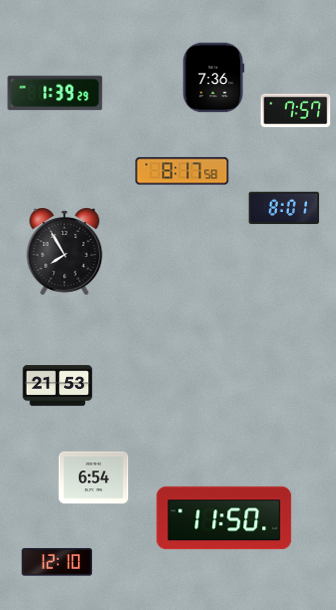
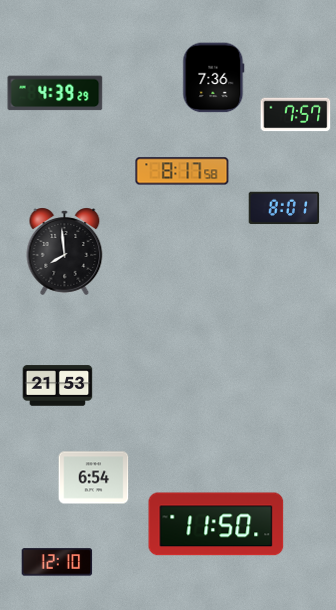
clock at (55, 93): 1:39 -> 4:39
clock at (296, 111) position: (296, 111) -> (296, 115)
clock at (65, 251): 7:55 -> 7:59
clock at (224, 518) position: (224, 518) -> (216, 524)
